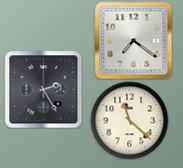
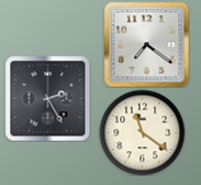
clock at (129, 120): 11:22 -> 11:21
